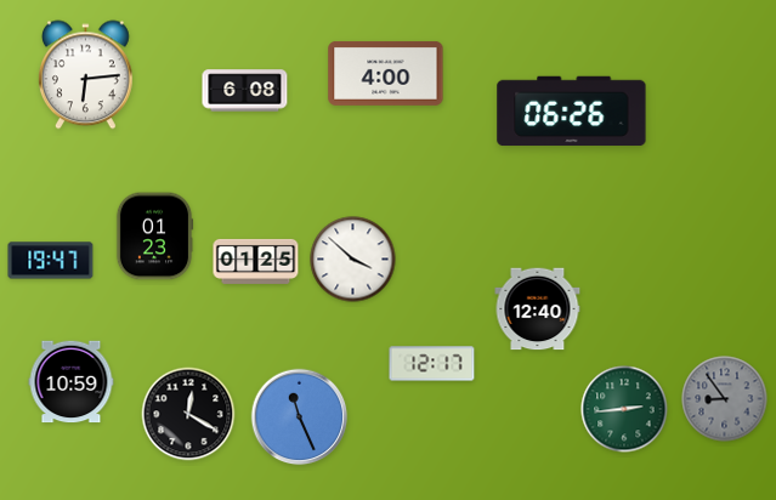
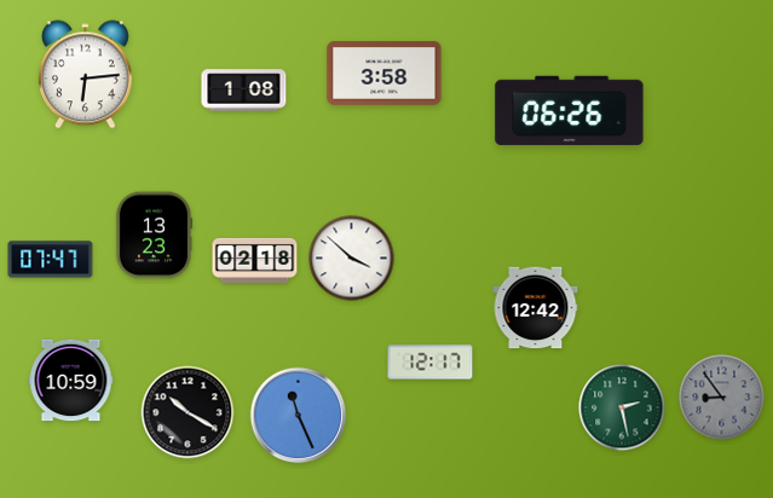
clock at (386, 74): 4:00 -> 3:58
clock at (245, 91): 6:08 -> 1:08
clock at (154, 237): 01:23 -> 13:23
clock at (51, 261): 19:47 -> 07:47
clock at (256, 261): 01:25 -> 02:18
clock at (538, 309): 12:40 -> 12:42
clock at (624, 409): 2:44 -> 2:28
clock at (188, 414): 12:20 -> 10:20
